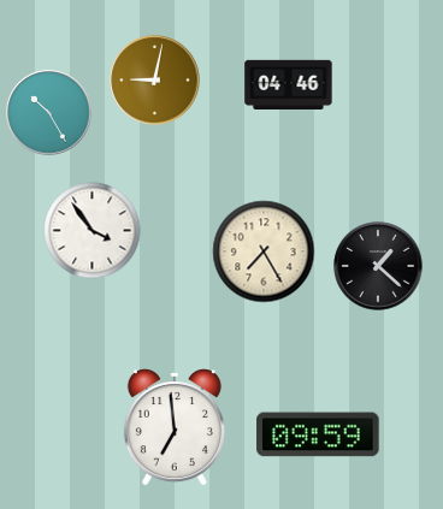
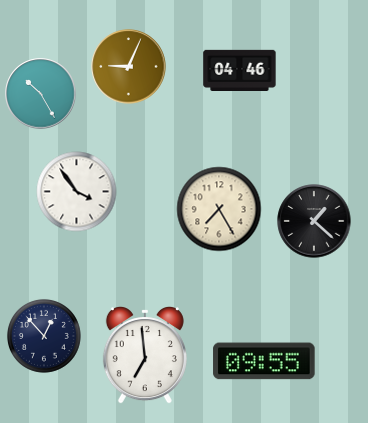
clock at (155, 81): 9:02 -> 9:04
clock at (44, 336): none -> 12:53
clock at (318, 434): 09:59 -> 09:55
